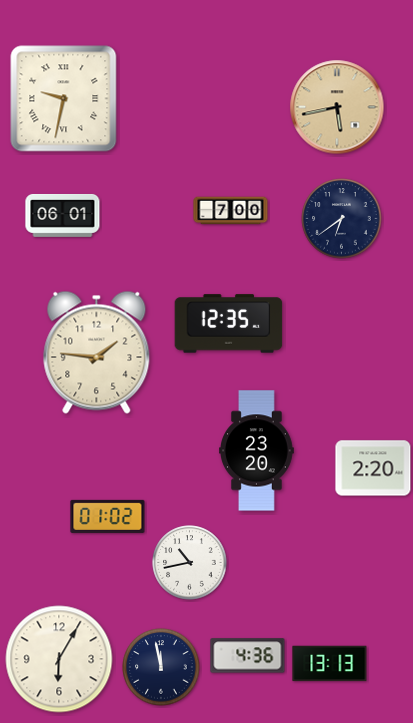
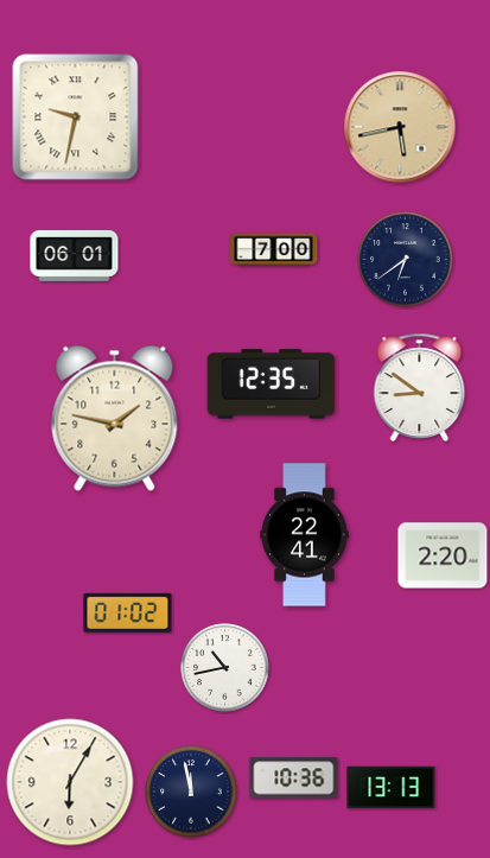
clock at (420, 387): none -> 8:51
clock at (97, 352): 1:46 -> 1:47
clock at (257, 451): 23:20 -> 22:41
clock at (248, 656): 4:36 -> 10:36
